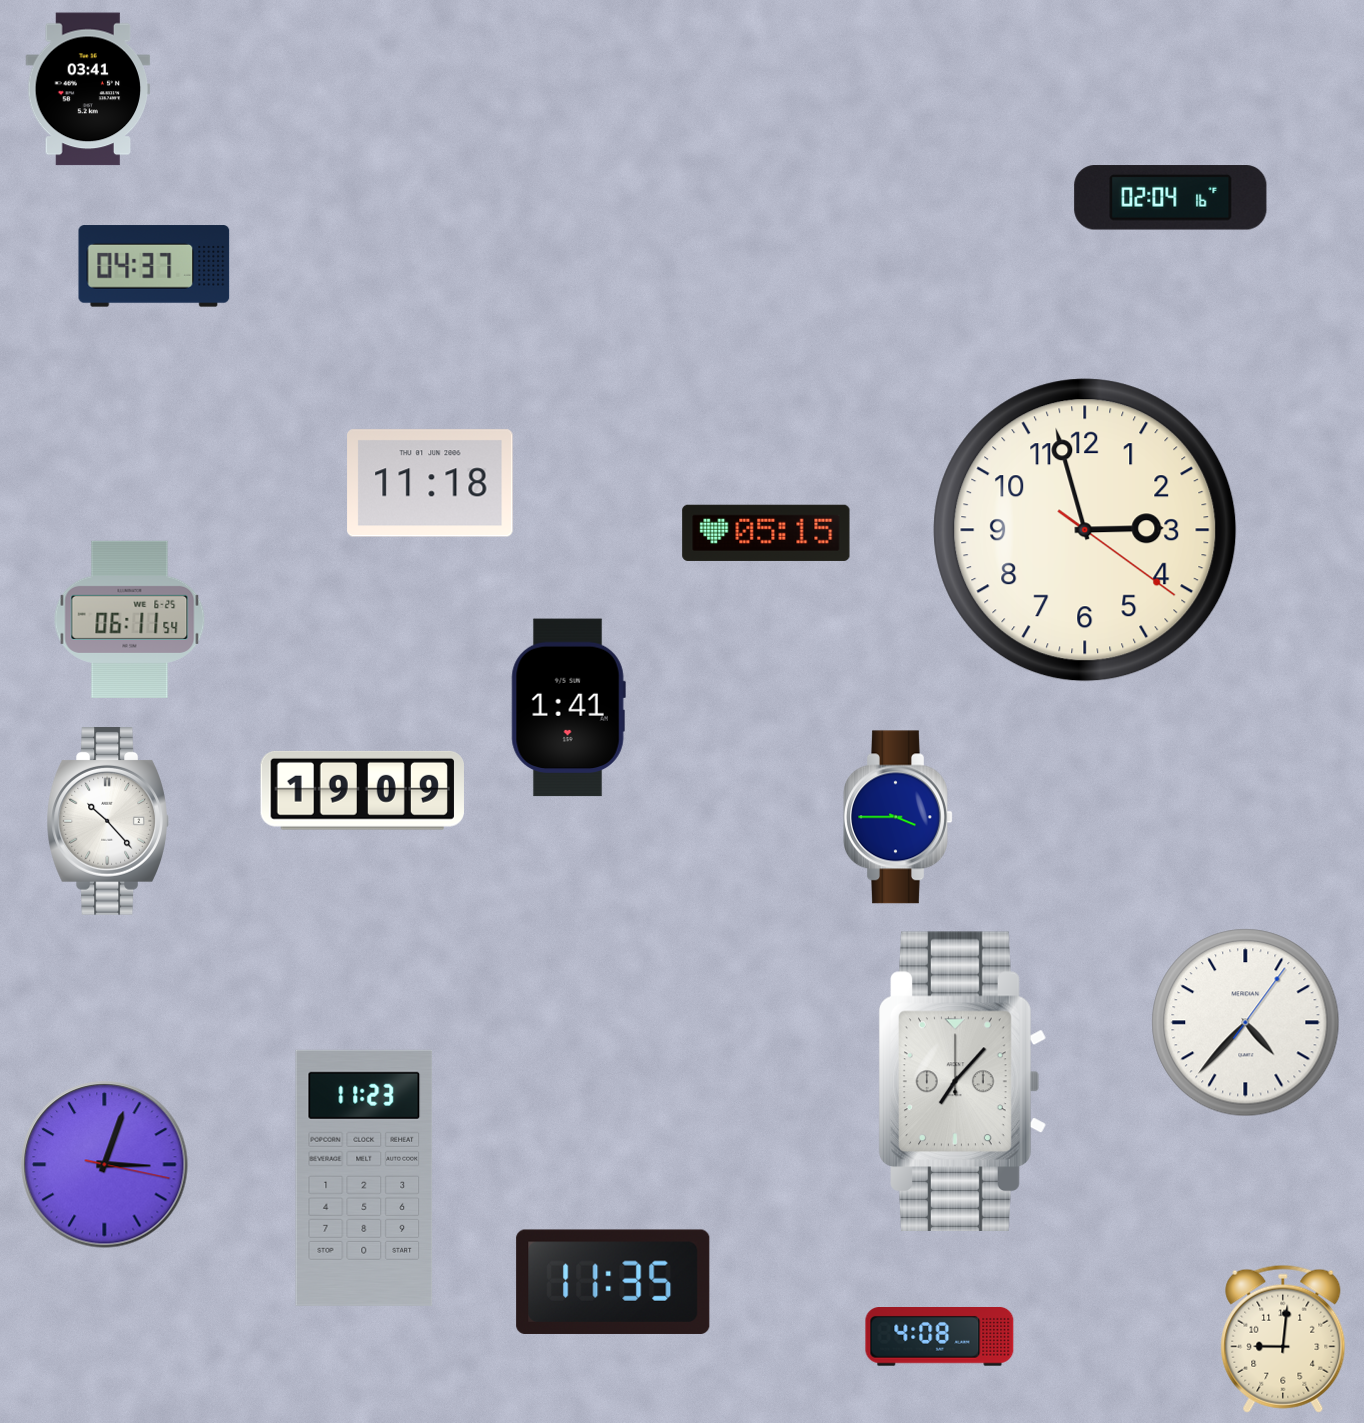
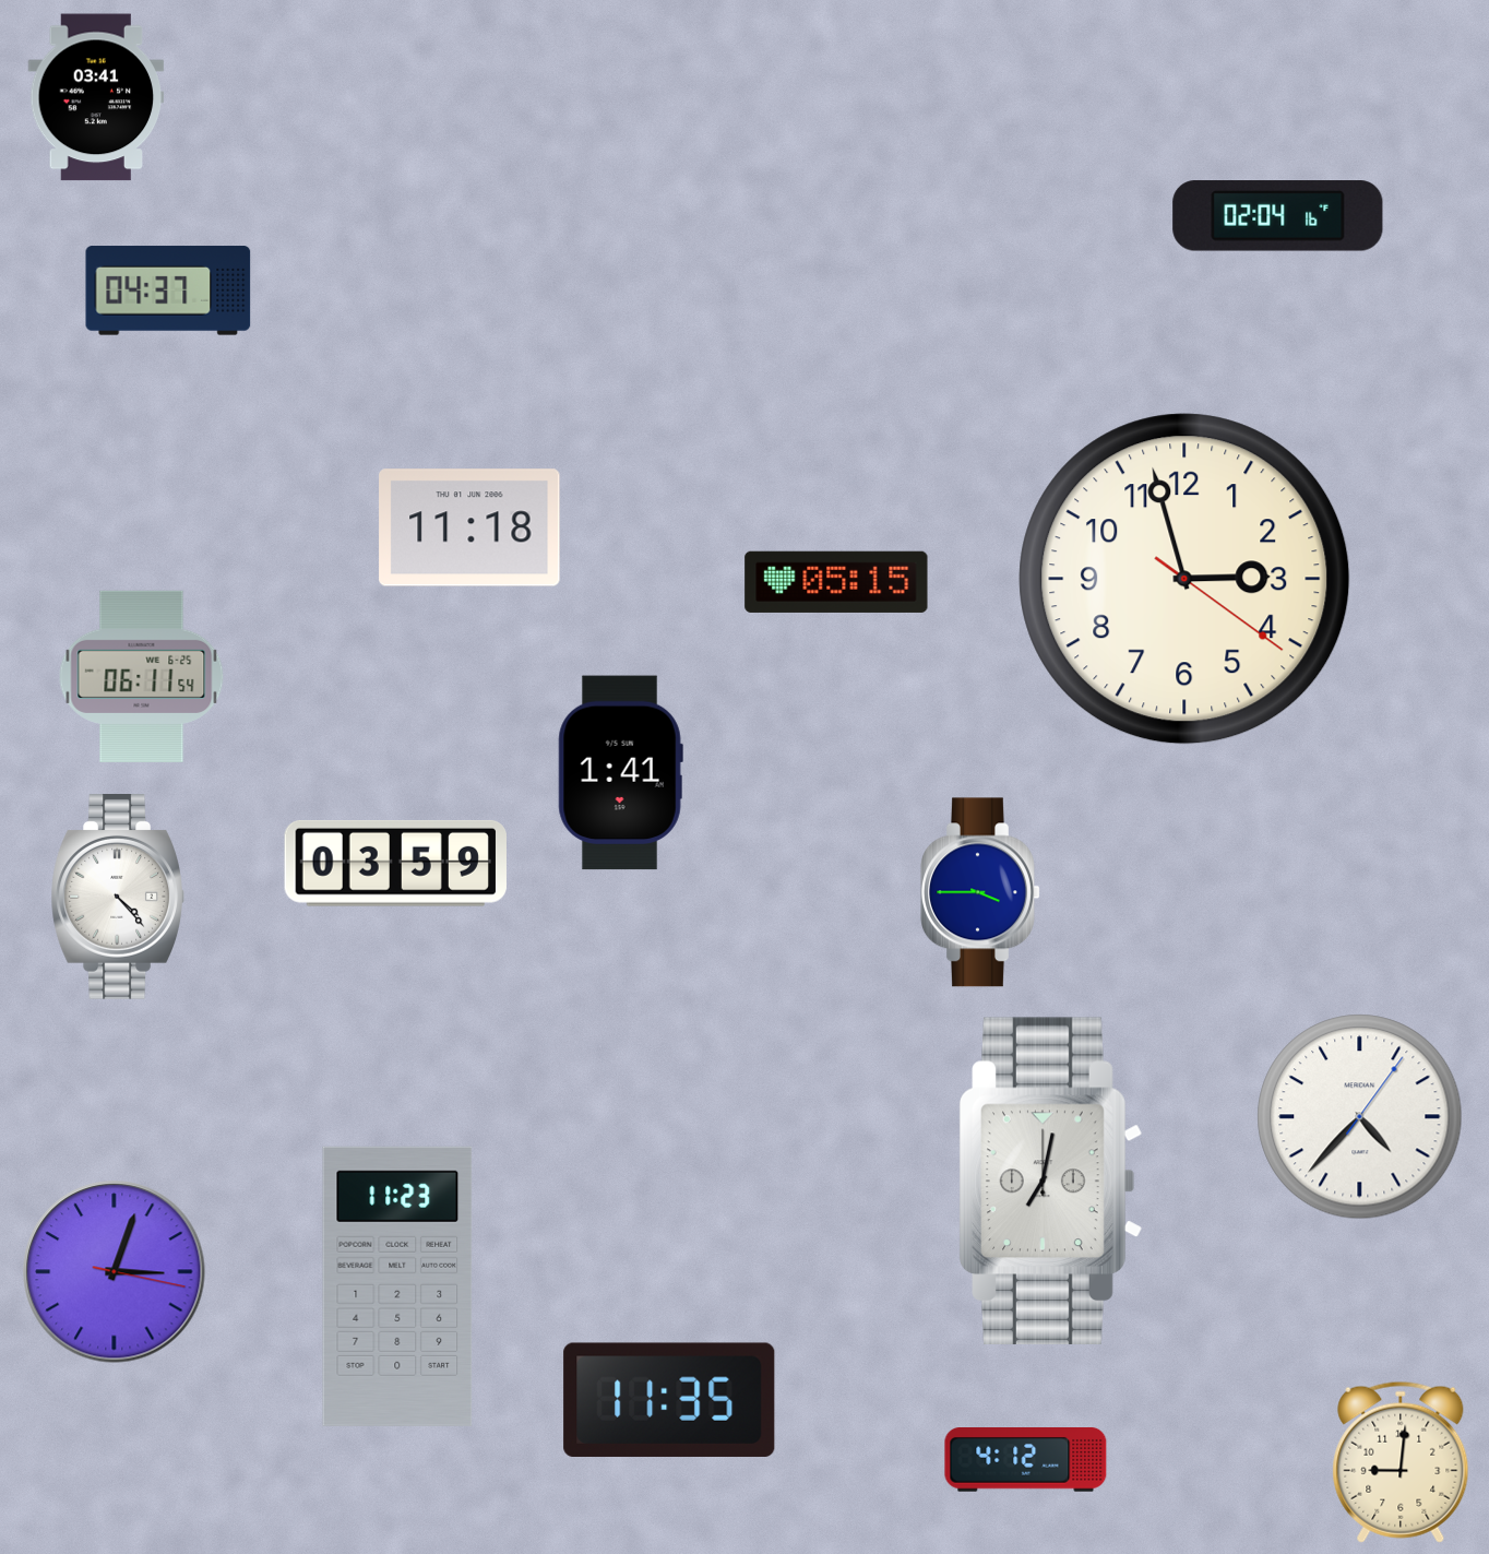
clock at (362, 790): 19:09 -> 03:59
clock at (108, 822): 10:23 -> 4:23
clock at (962, 1081): 7:07 -> 7:02
clock at (940, 1337): 4:08 -> 4:12
